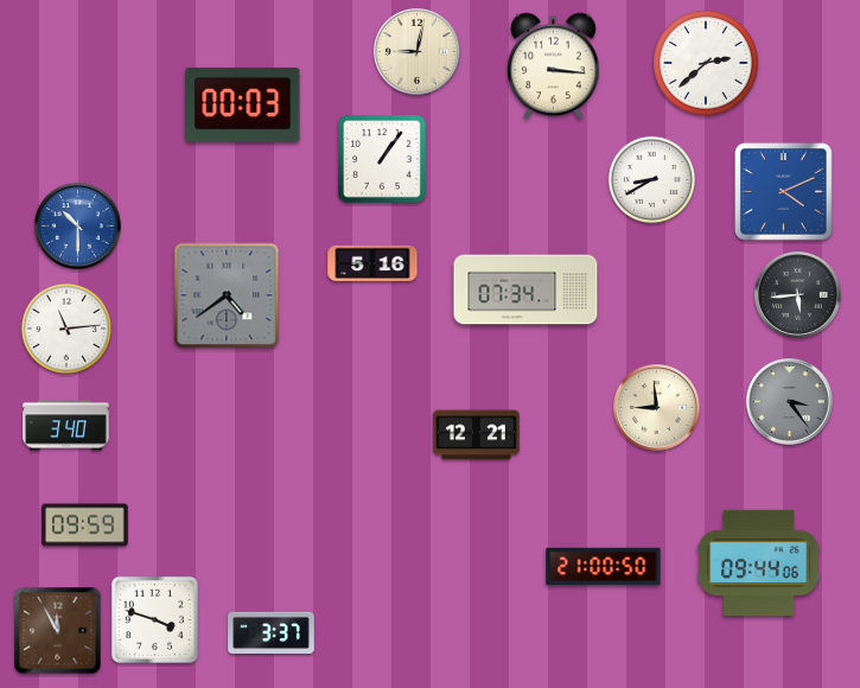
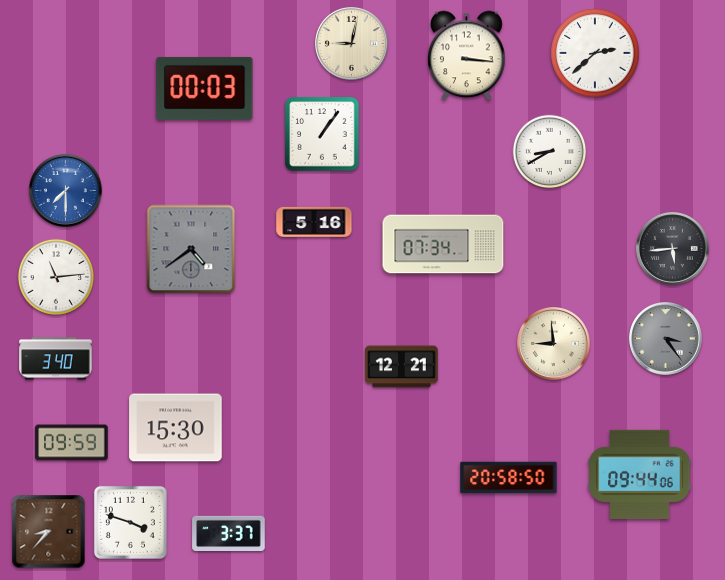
clock at (783, 191): 4:11 -> none
clock at (78, 227): 10:30 -> 7:30
clock at (176, 428): none -> 15:30
clock at (604, 567): 21:00 -> 20:58
clock at (58, 631): 11:55 -> 8:37
